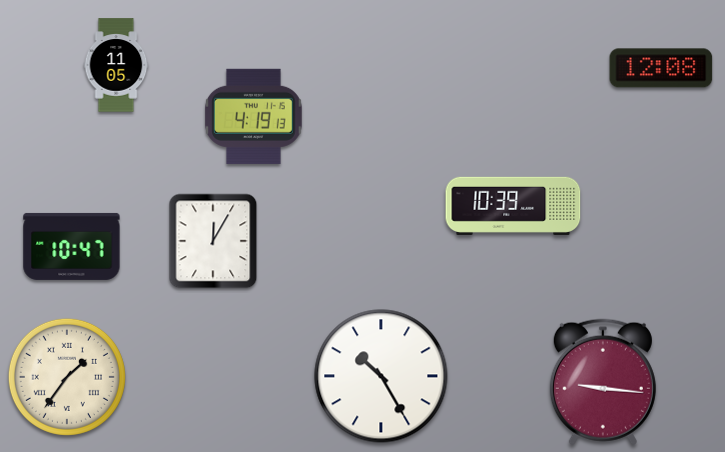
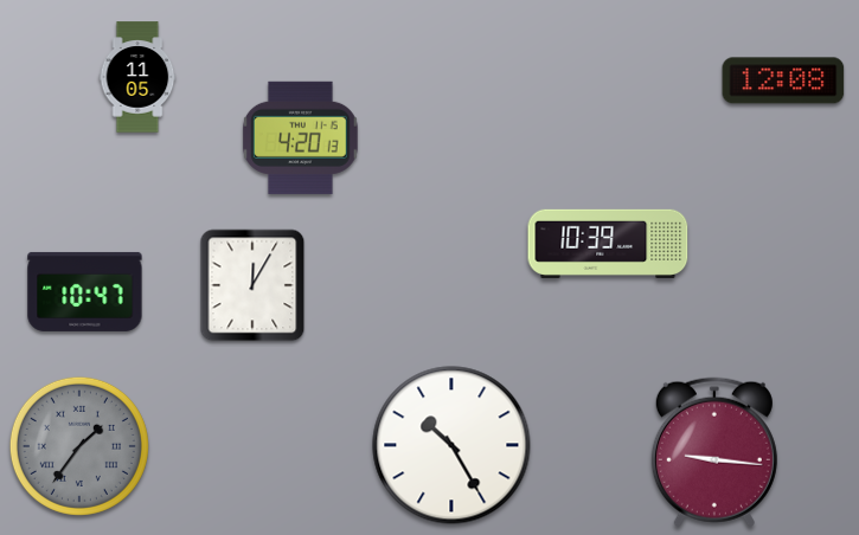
clock at (254, 116): 4:19 -> 4:20
clock at (67, 377) dial: cream -> grey
